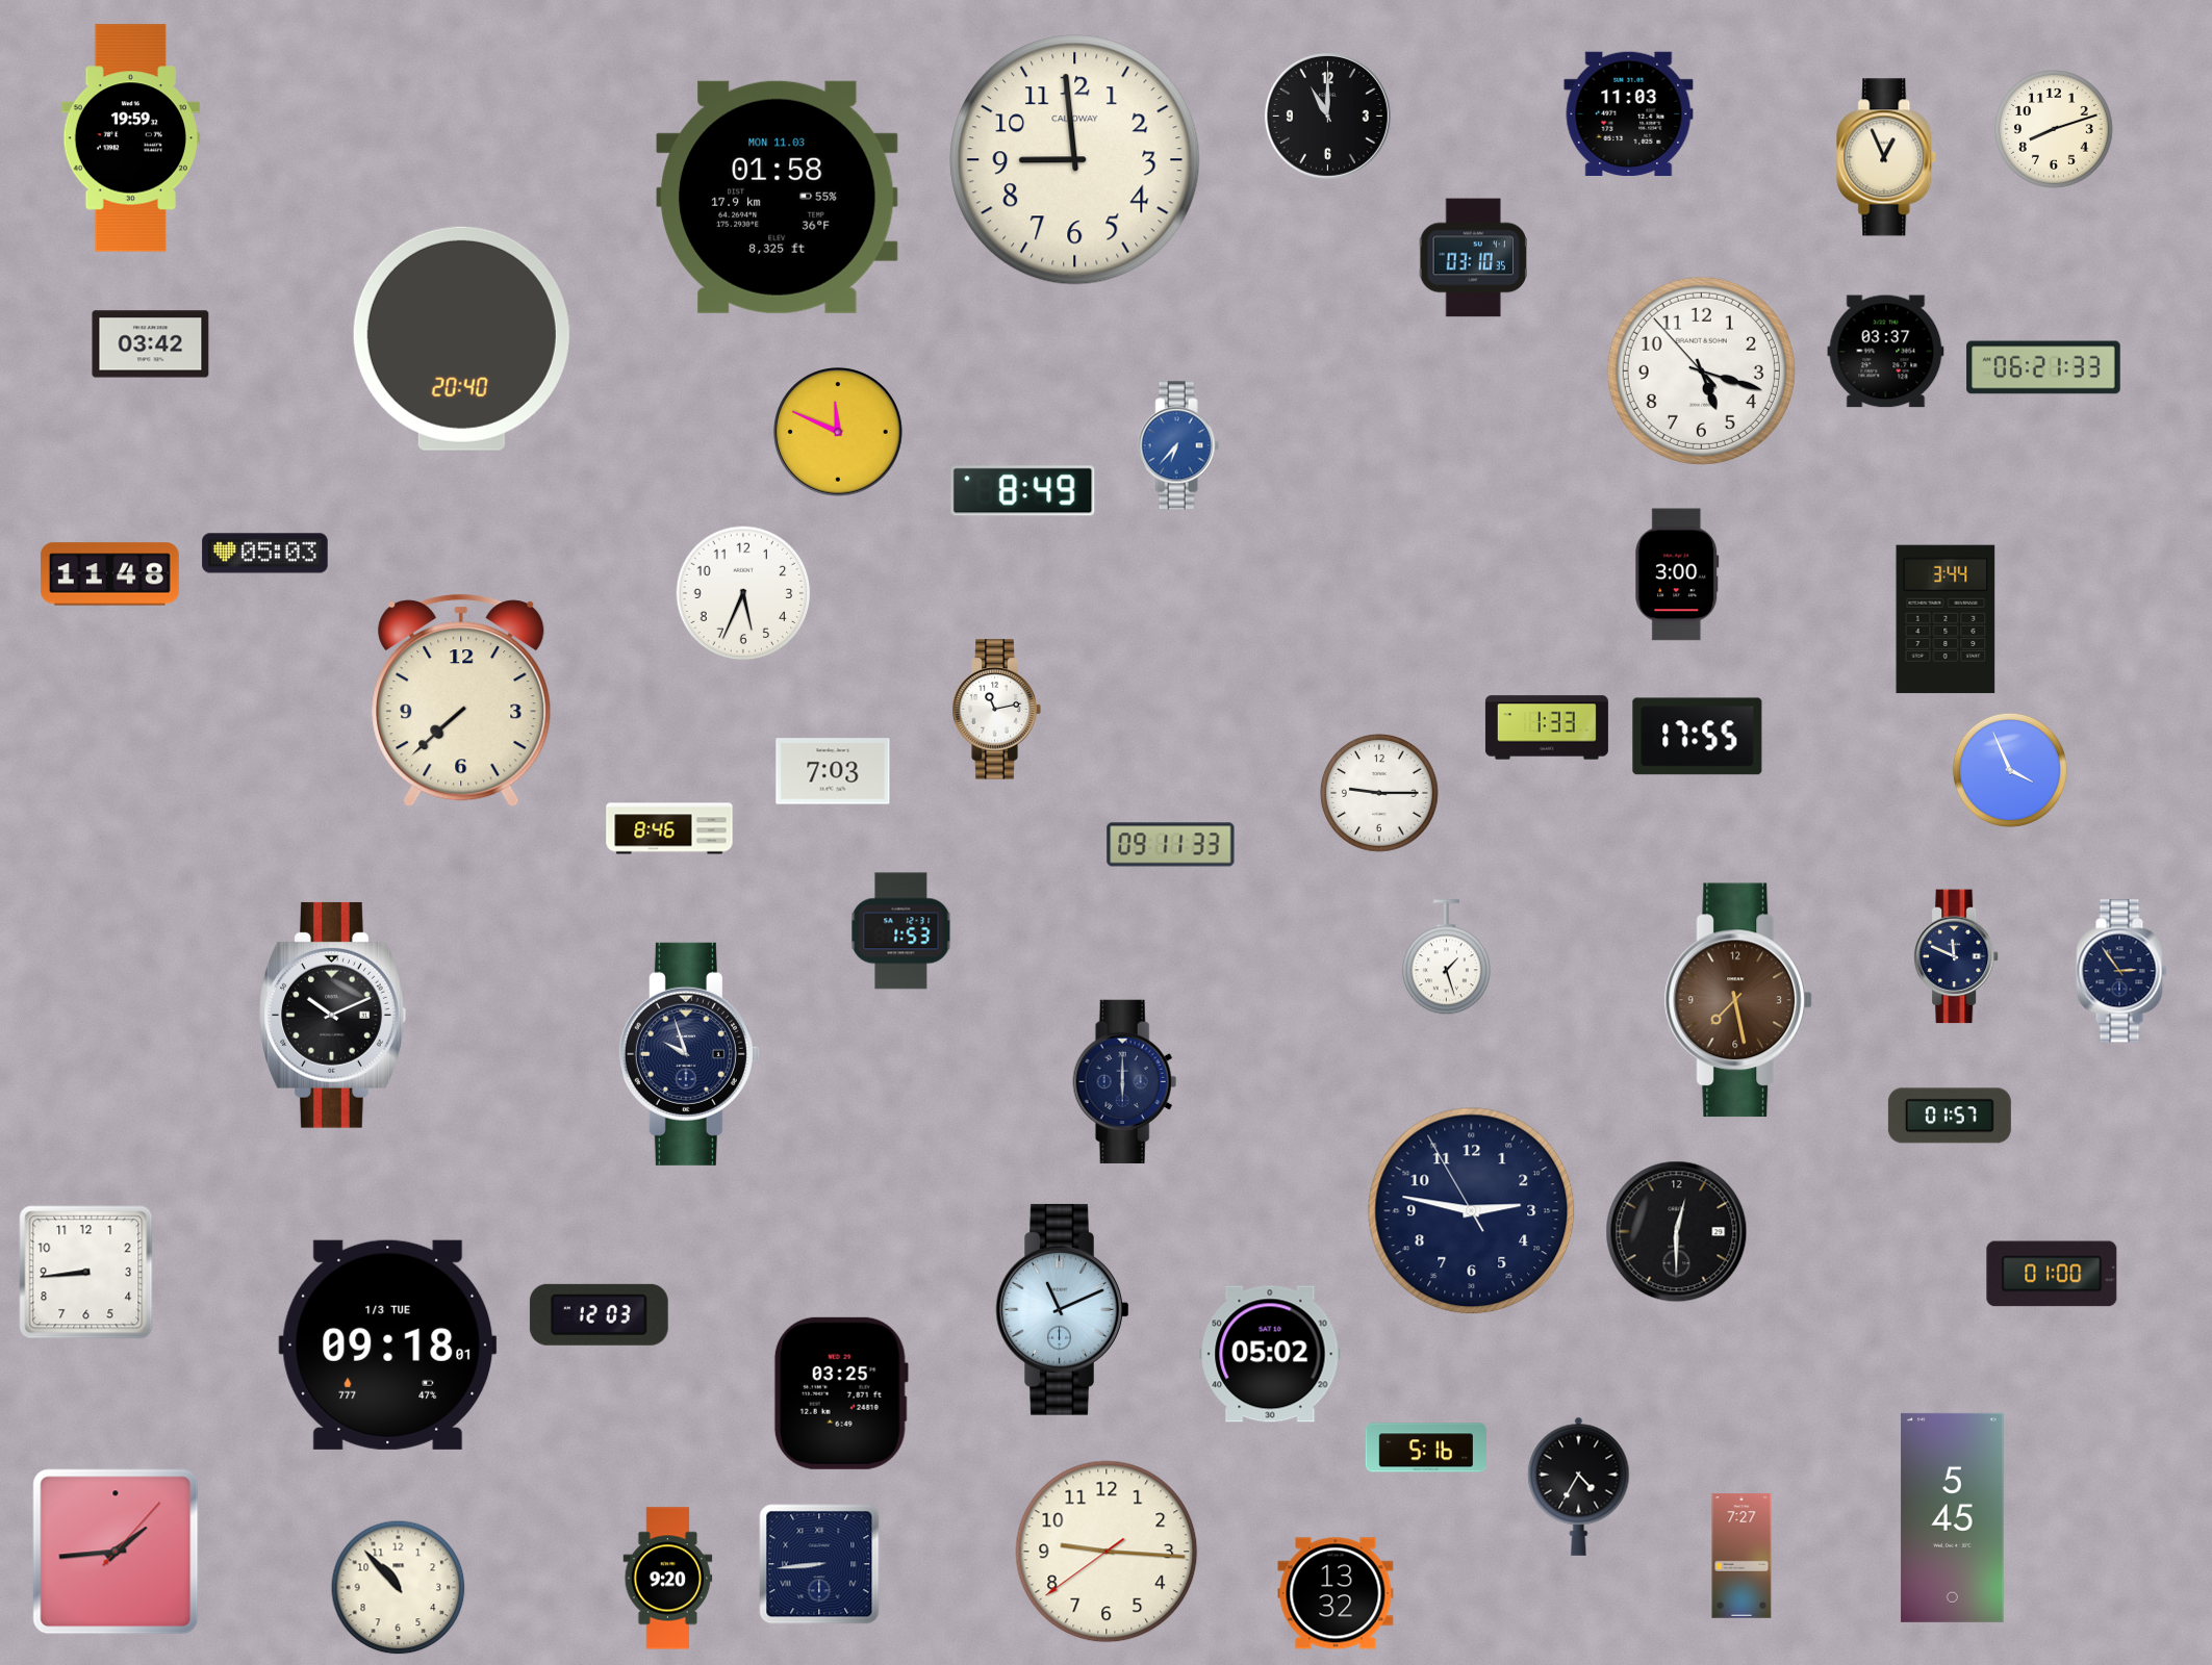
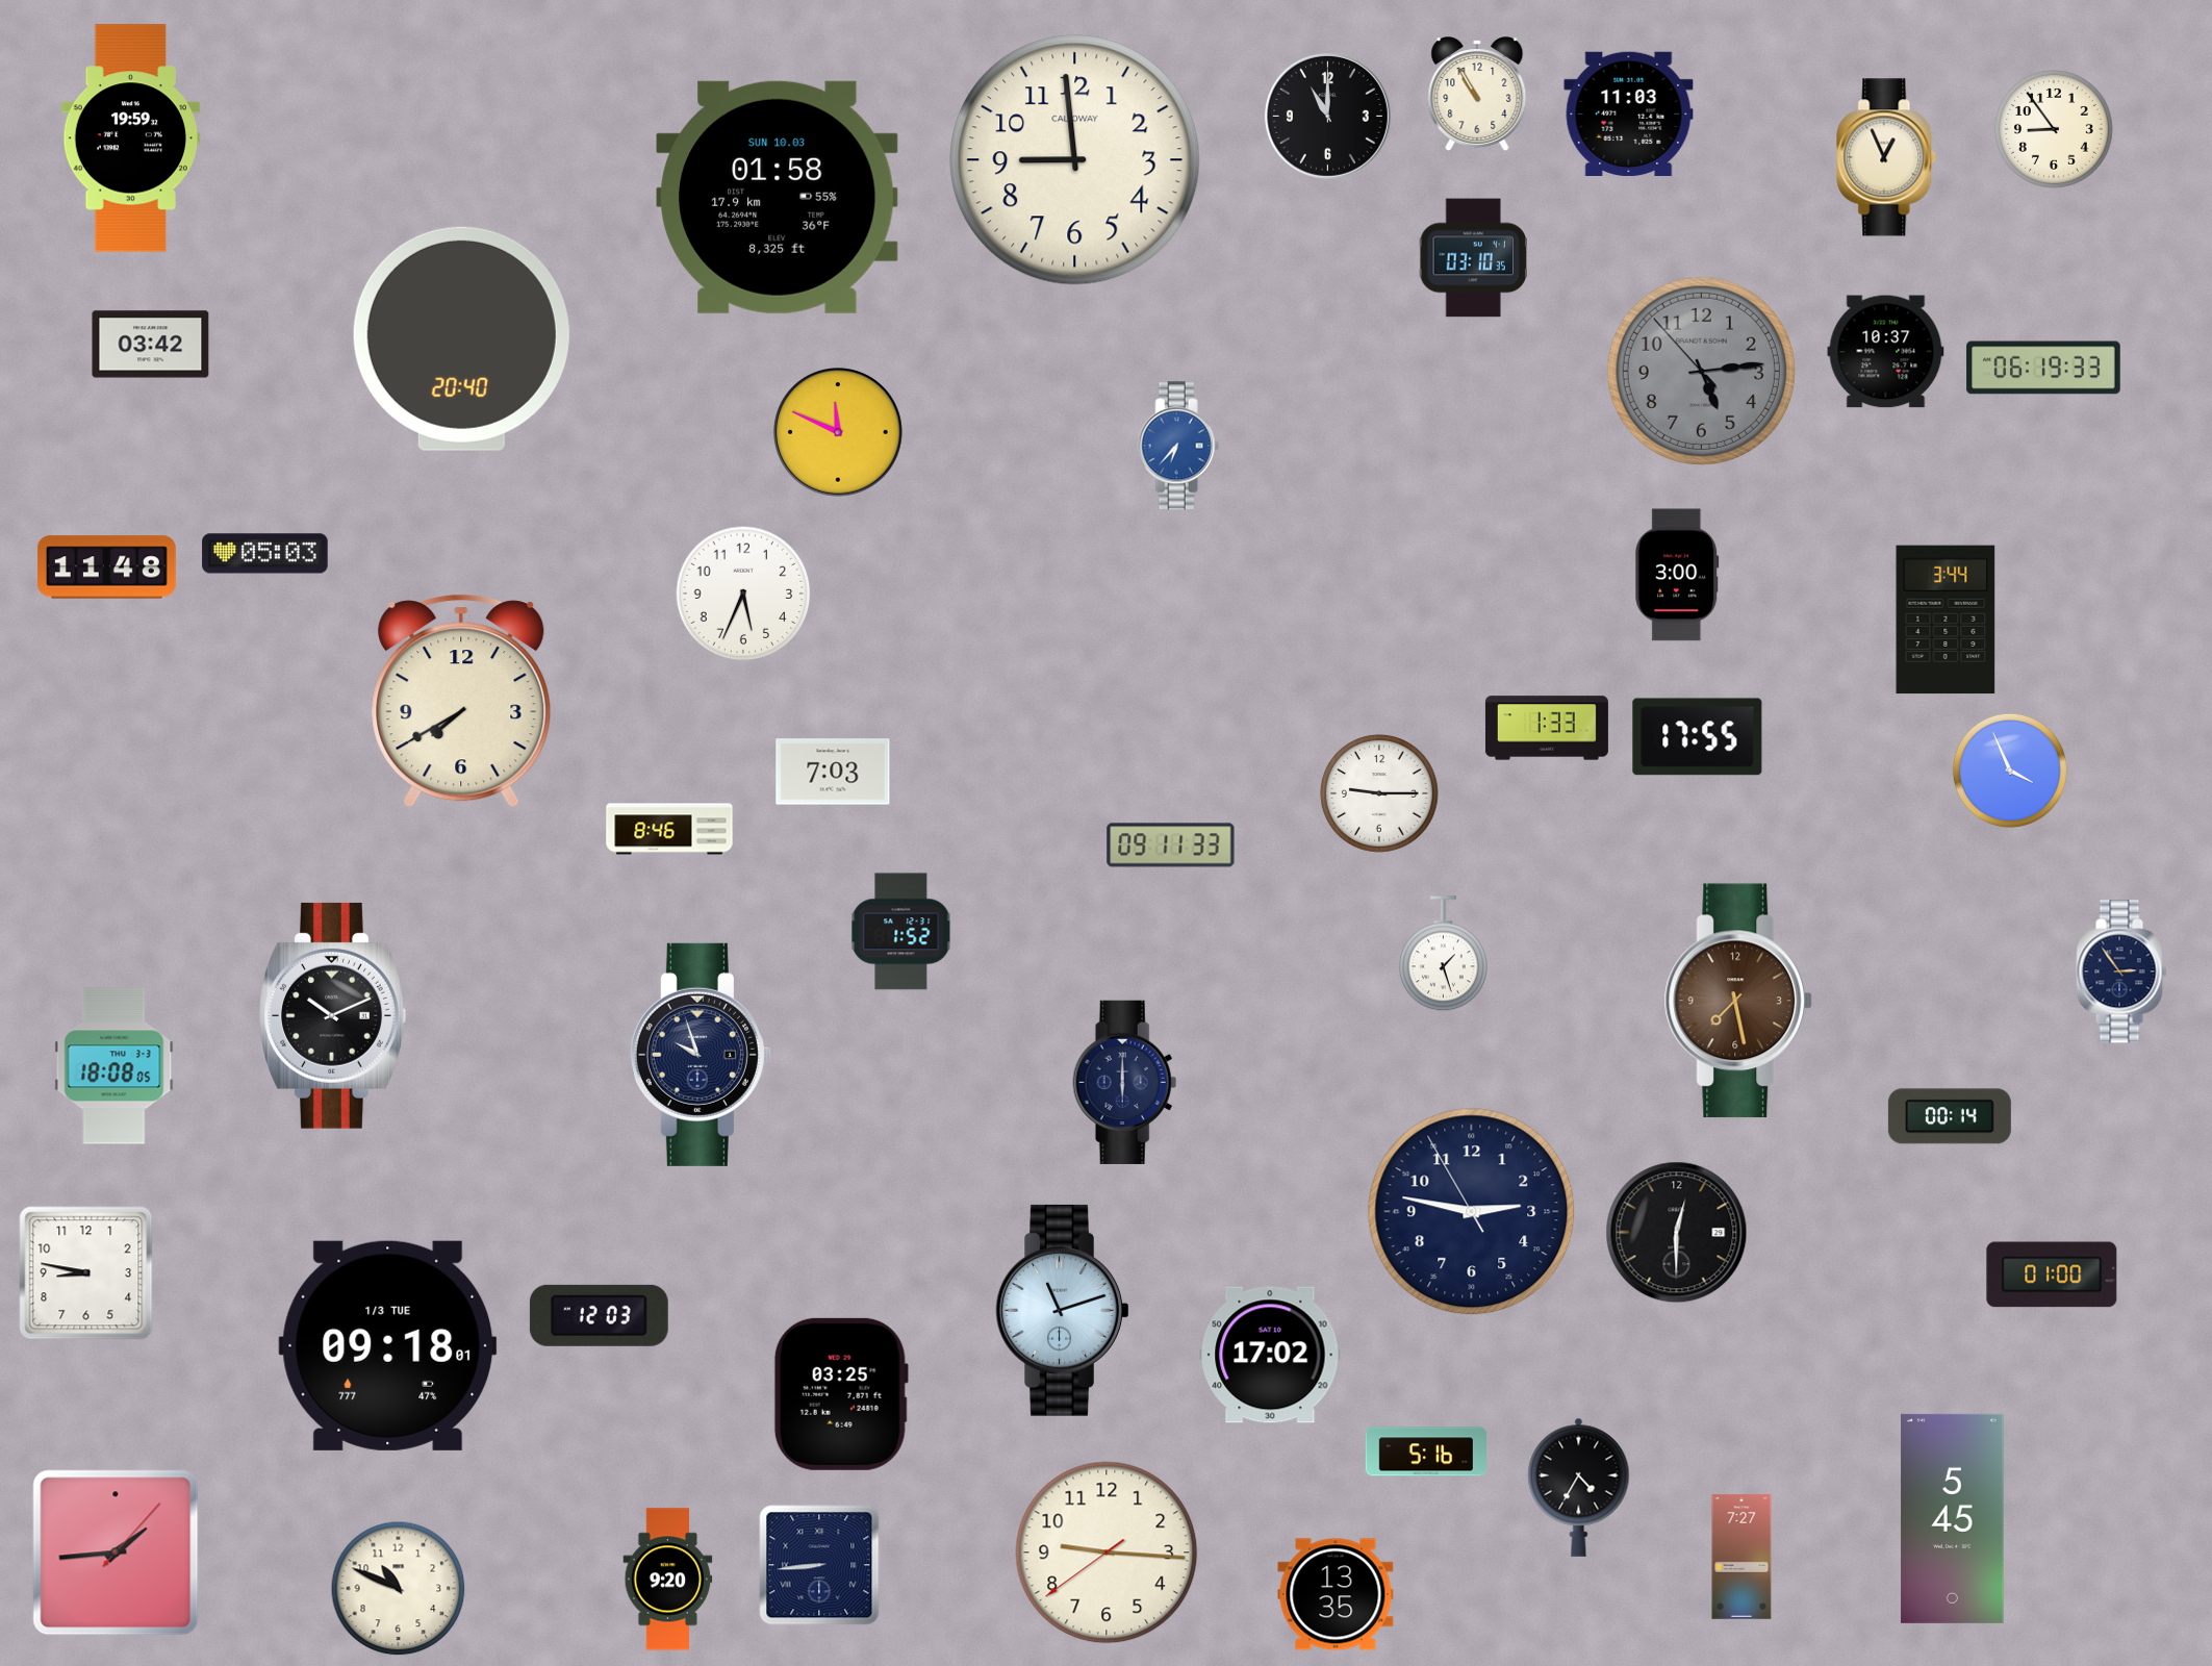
clock at (1477, 95): none -> 10:55
clock at (2055, 130): 8:12 -> 8:54
clock at (778, 197) date: MON 11.03 -> SUN 10.03
clock at (1886, 352): 03:37 -> 10:37
clock at (2043, 367): 06:21 -> 06:19
clock at (1701, 370): 5:17 -> 5:13
clock at (1701, 370) dial: white -> grey
clock at (1023, 491): 8:49 -> none
clock at (109, 574) position: (109, 574) -> (106, 567)
clock at (461, 700): 7:38 -> 7:40
clock at (996, 710): 11:13 -> none
clock at (901, 931): 1:53 -> 1:52
clock at (1956, 956): 11:49 -> none
clock at (1446, 957) position: (1446, 957) -> (1443, 954)
clock at (689, 1054) position: (689, 1054) -> (701, 1055)
clock at (115, 1066): none -> 18:08
clock at (1950, 1116): 01:57 -> 00:14
clock at (86, 1273): 8:44 -> 8:47
clock at (1063, 1309): 11:11 -> 11:12
clock at (1270, 1354): 05:02 -> 17:02
clock at (1426, 1448) position: (1426, 1448) -> (1426, 1452)
clock at (399, 1588): 10:53 -> 10:49
clock at (1336, 1593): 13:32 -> 13:35
